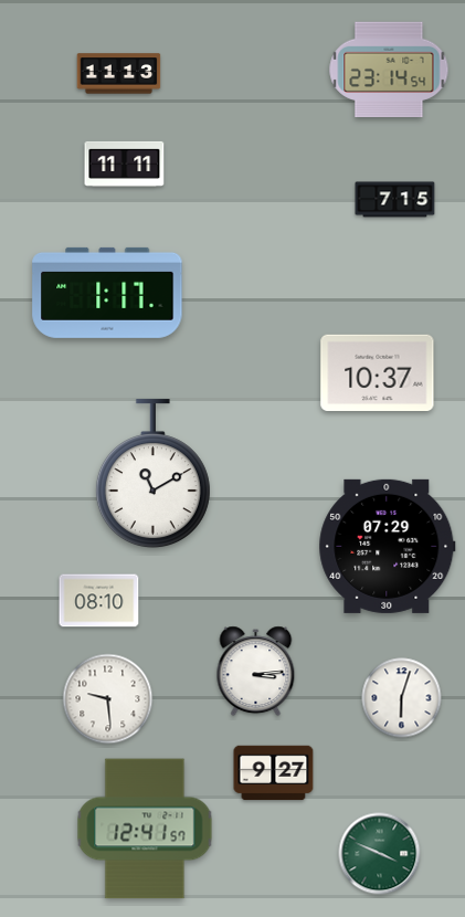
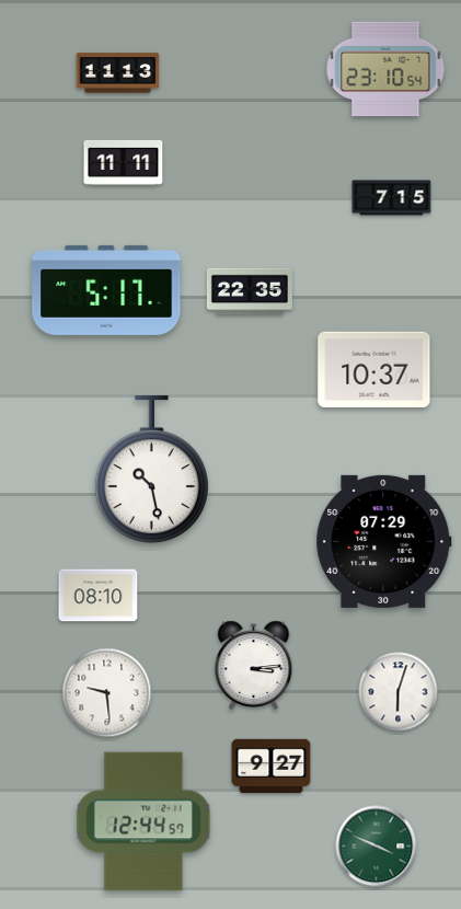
clock at (389, 68): 23:14 -> 23:10
clock at (107, 293): 1:17 -> 5:17
clock at (250, 291): none -> 22:35
clock at (152, 474): 11:10 -> 10:28
clock at (145, 829): 12:41 -> 12:44
